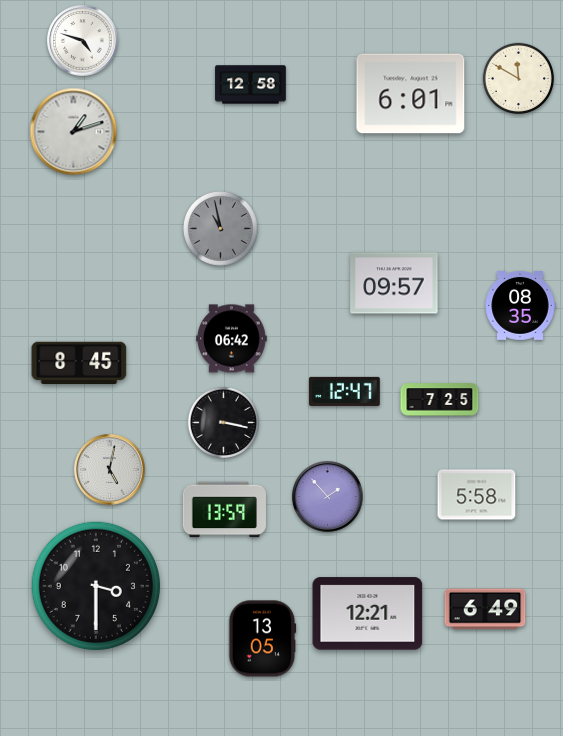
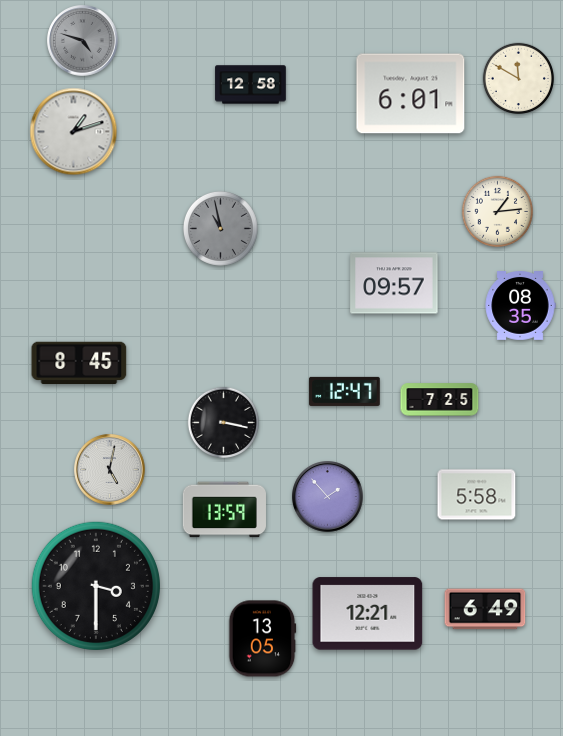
clock at (83, 41) dial: white -> grey
clock at (497, 211): none -> 1:14
clock at (232, 339): 06:42 -> none
